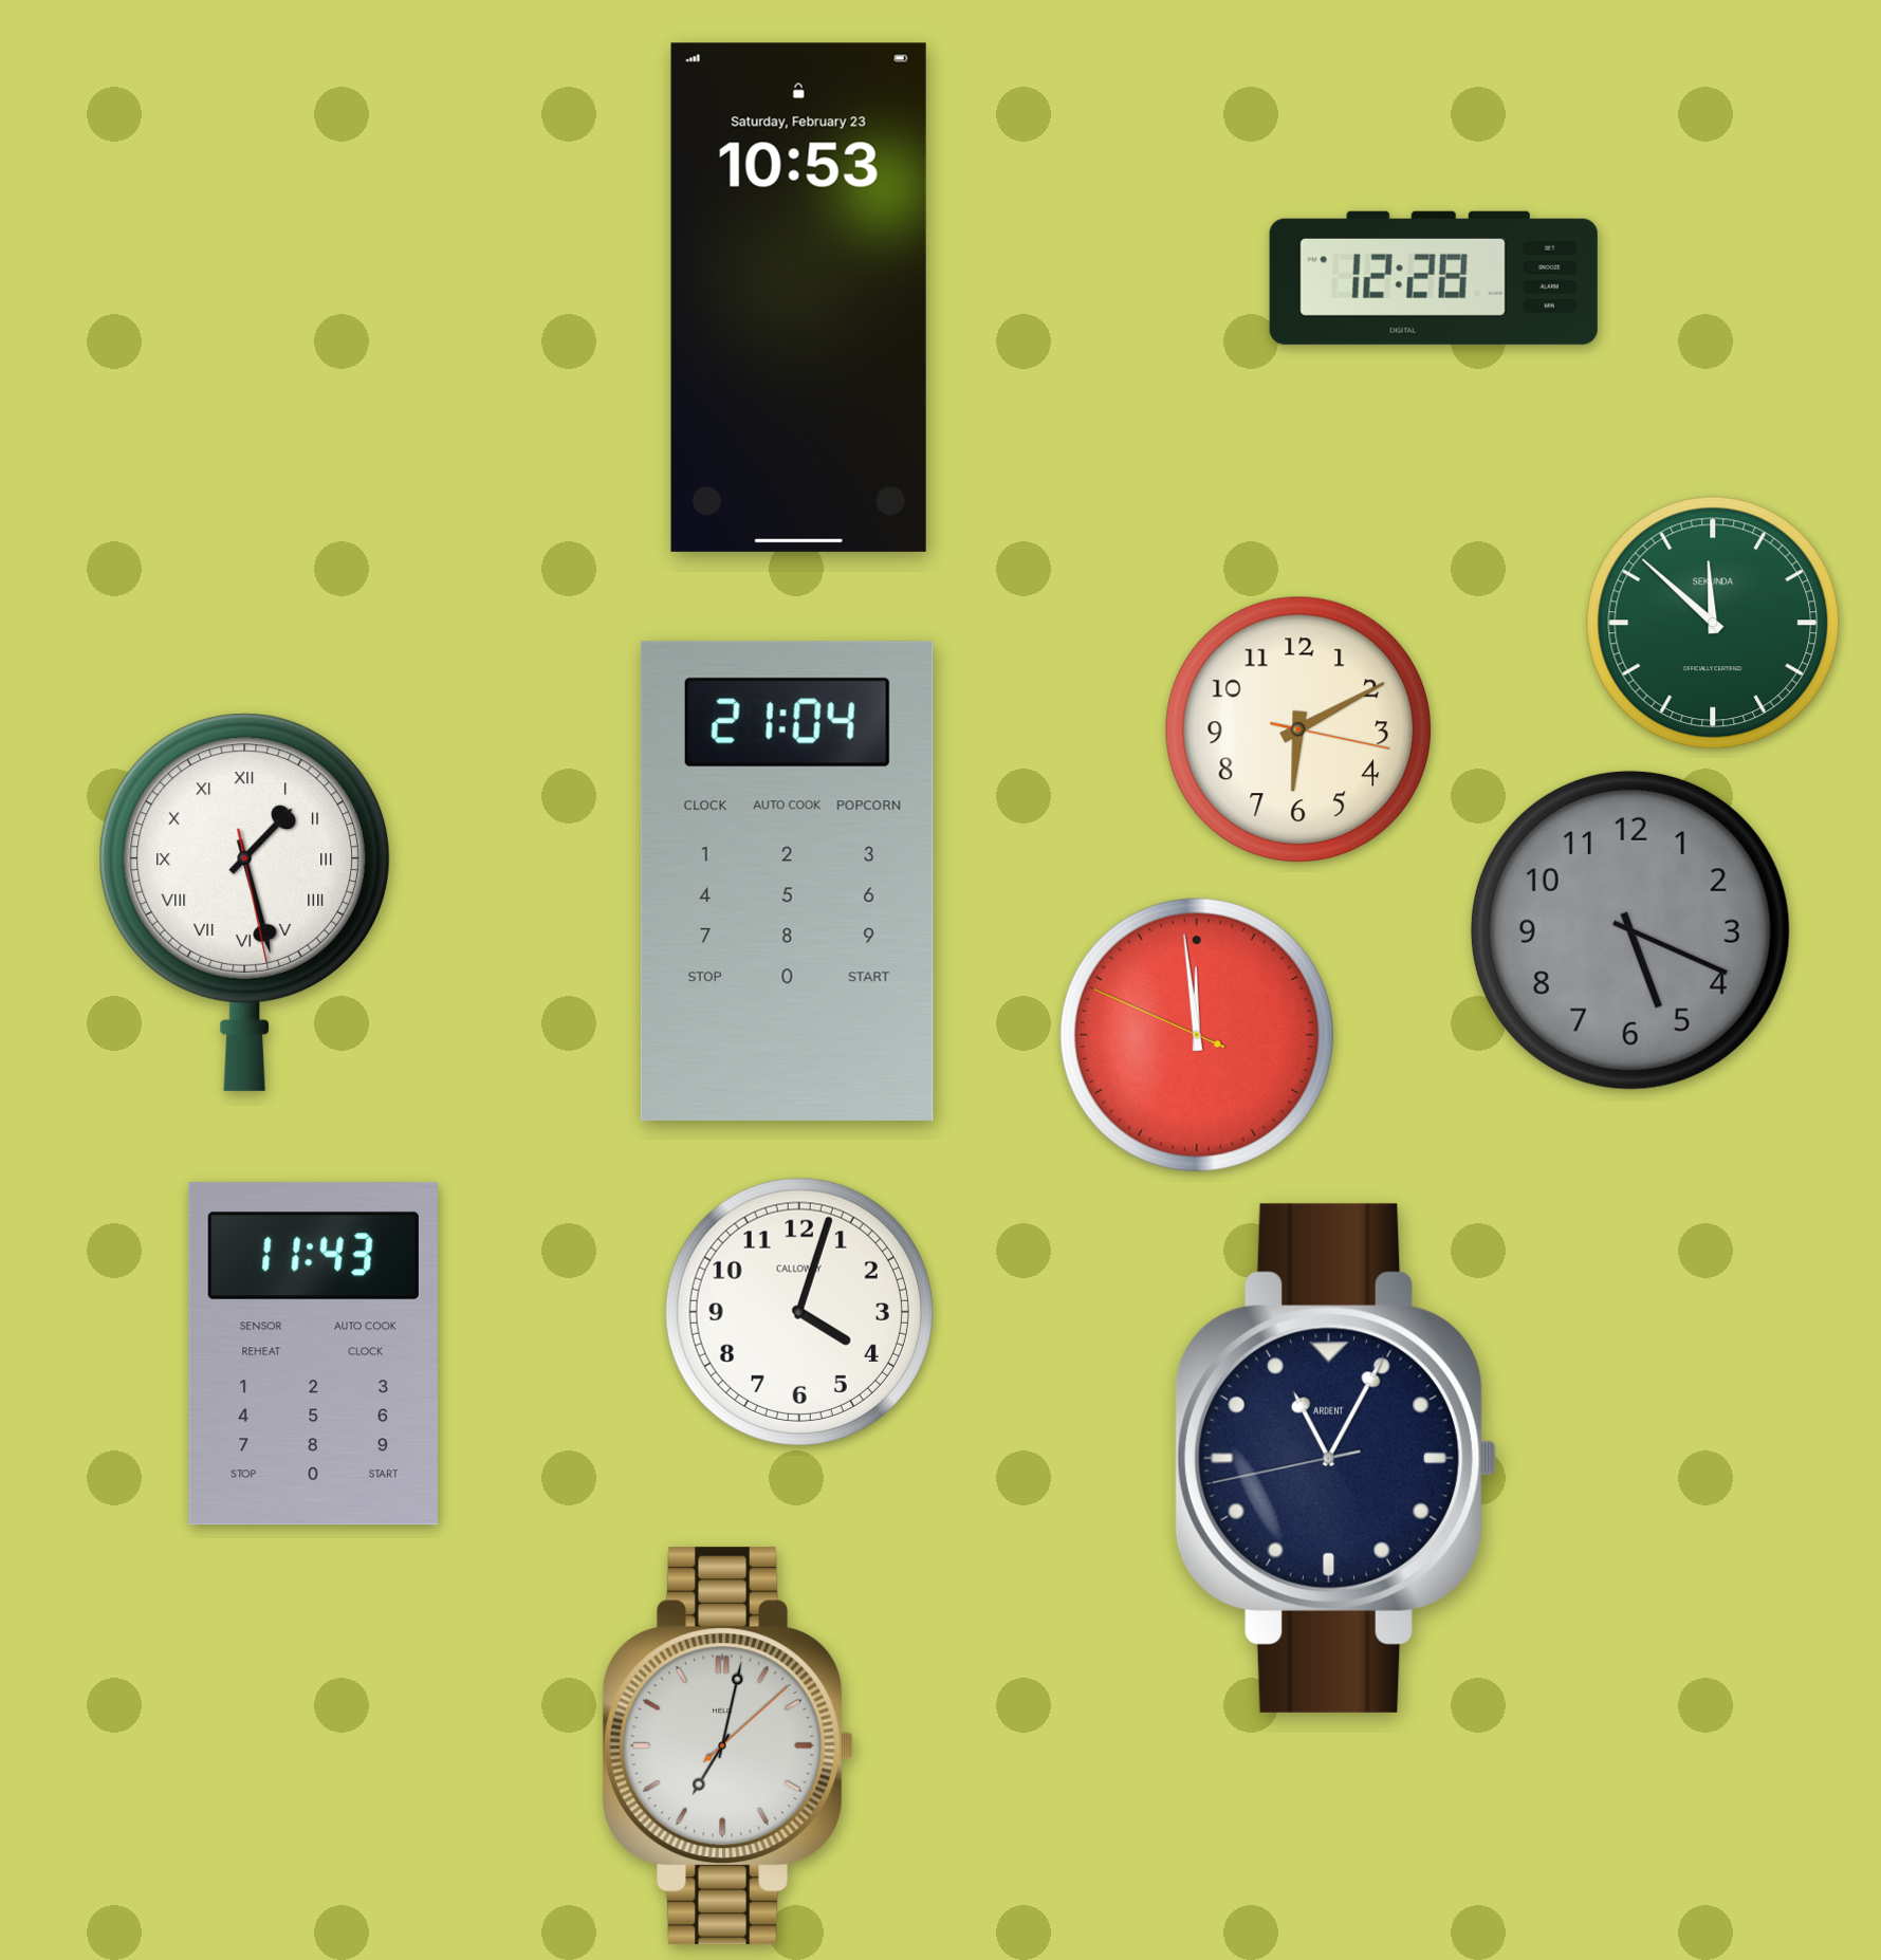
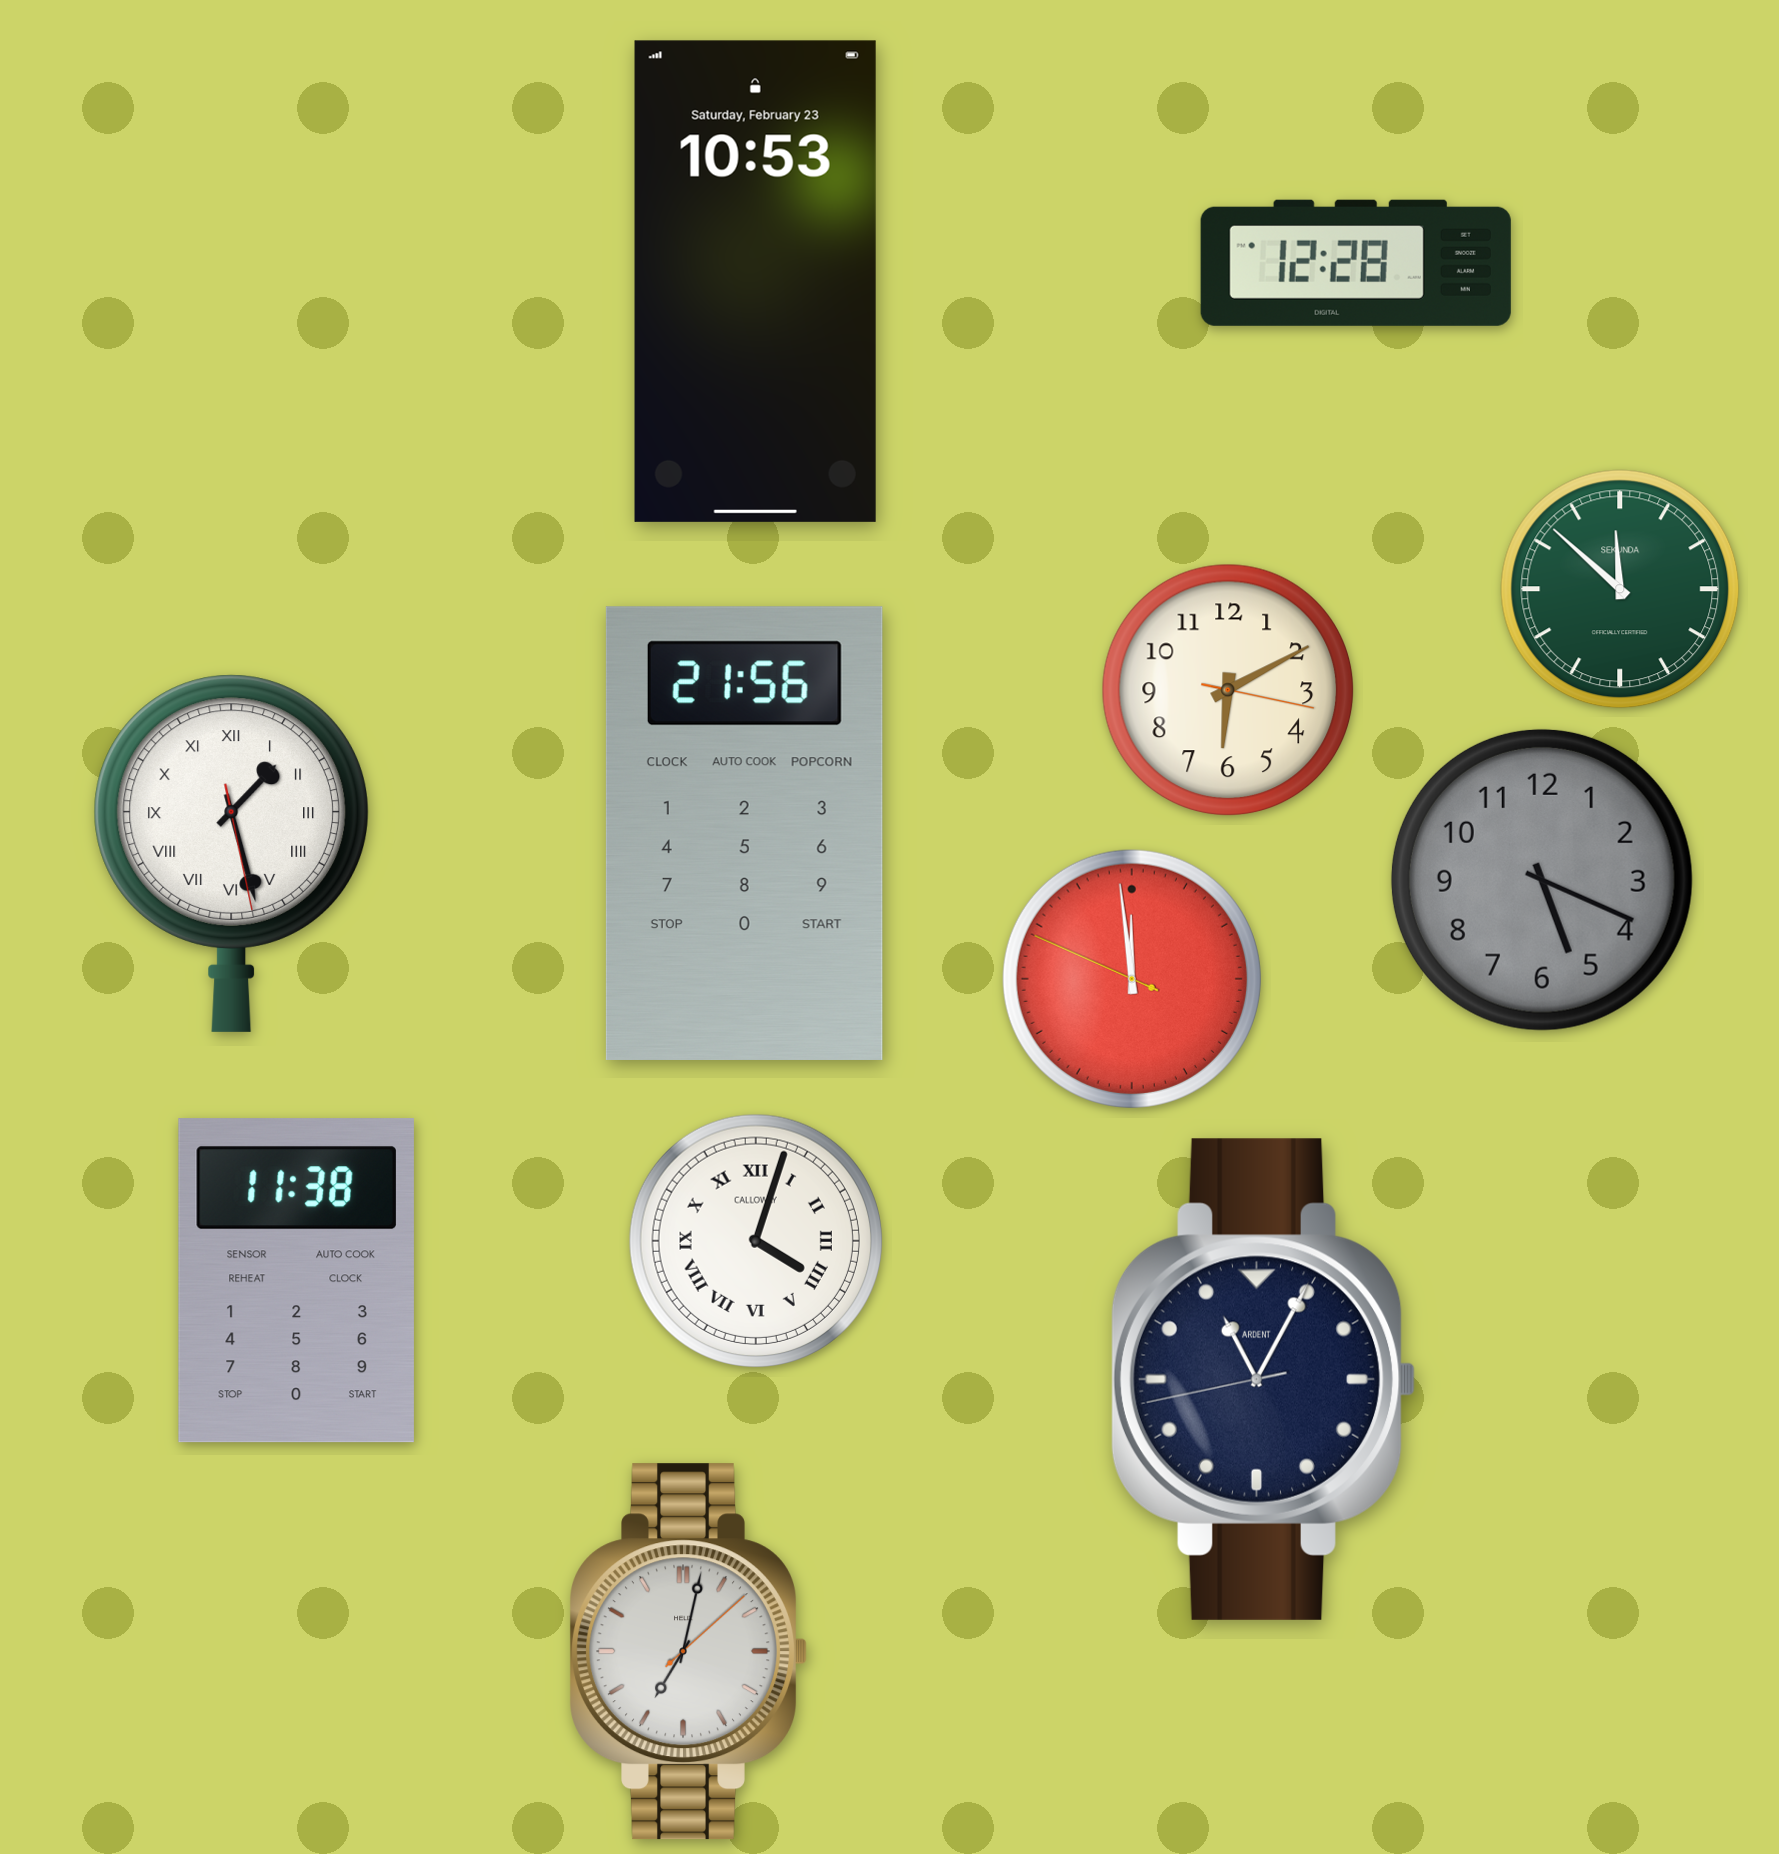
clock at (787, 881): 21:04 -> 21:56
clock at (799, 1312) numerals: Arabic -> Roman
clock at (313, 1354): 11:43 -> 11:38
